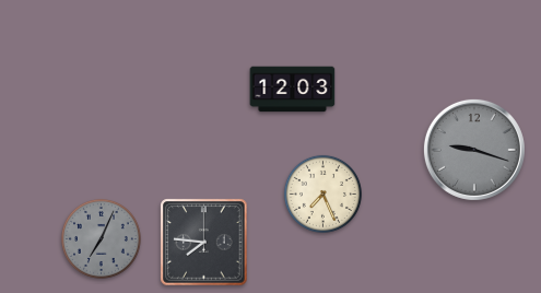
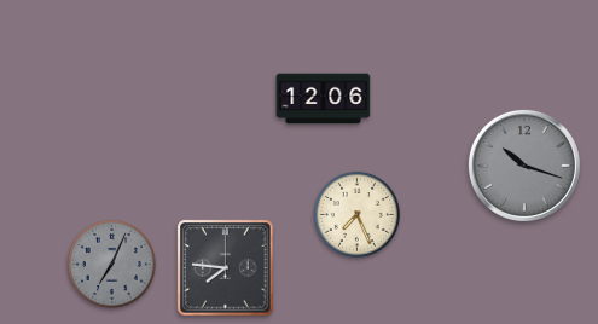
clock at (293, 90): 12:03 -> 12:06
clock at (474, 150): 9:18 -> 10:18
